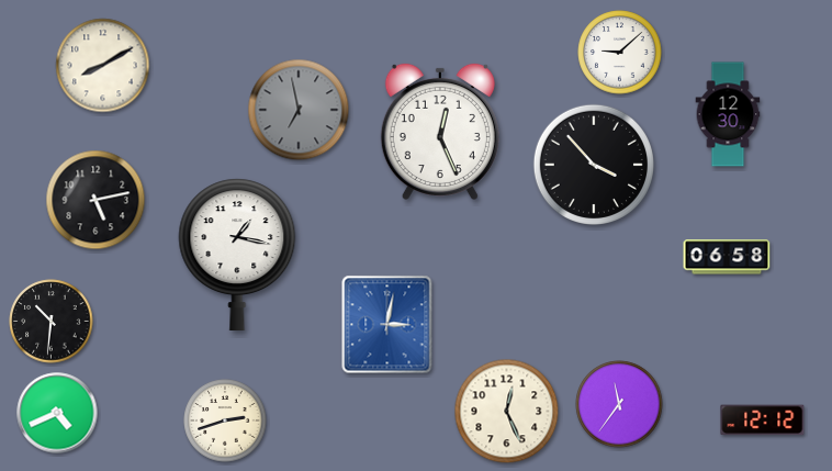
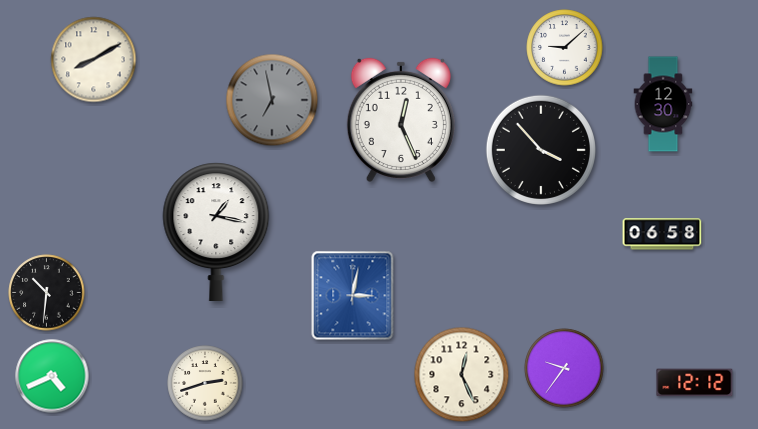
clock at (95, 200): 5:13 -> none
clock at (619, 404): 11:36 -> 9:36
